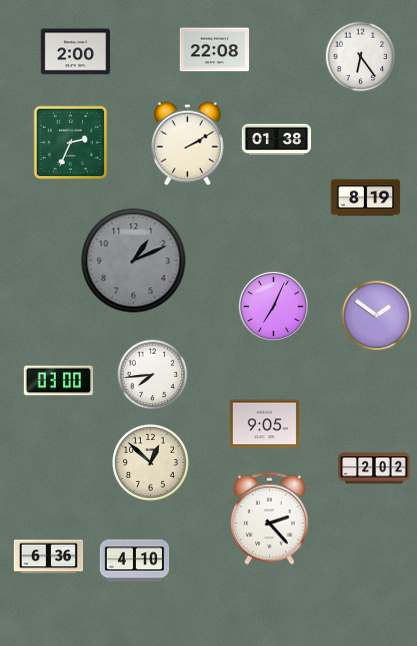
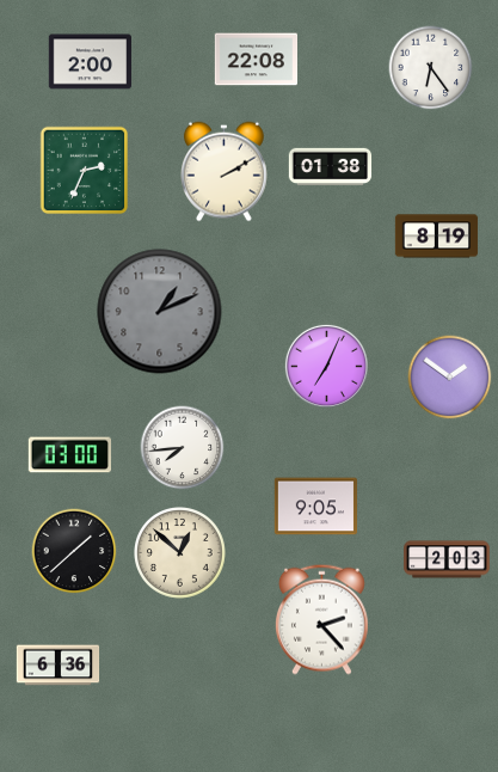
clock at (74, 551): none -> 1:38
clock at (374, 468): 2:02 -> 2:03
clock at (135, 561): 4:10 -> none
